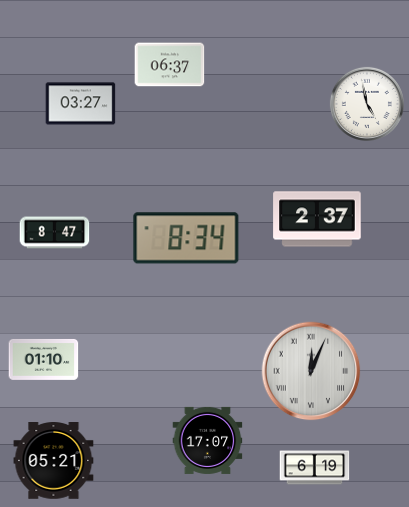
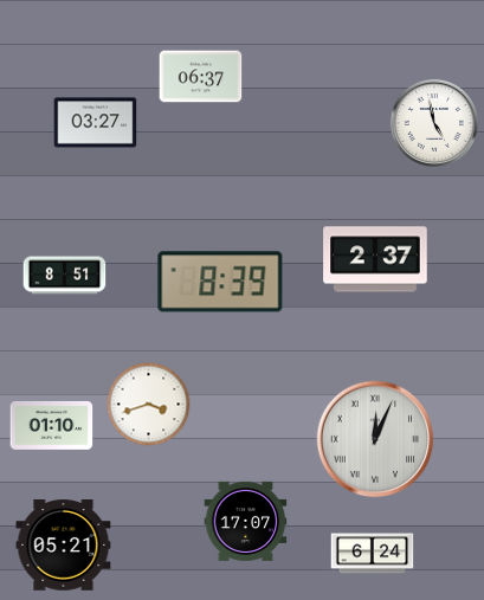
clock at (55, 233): 8:47 -> 8:51
clock at (186, 238): 8:34 -> 8:39
clock at (149, 405): none -> 3:42
clock at (311, 371) position: (311, 371) -> (375, 439)
clock at (315, 468): 6:19 -> 6:24
